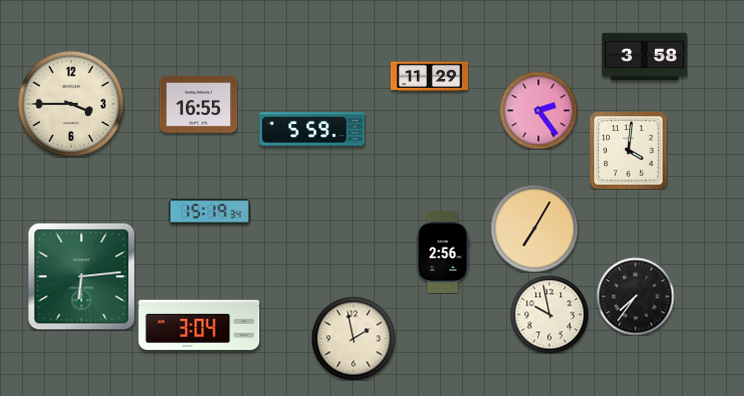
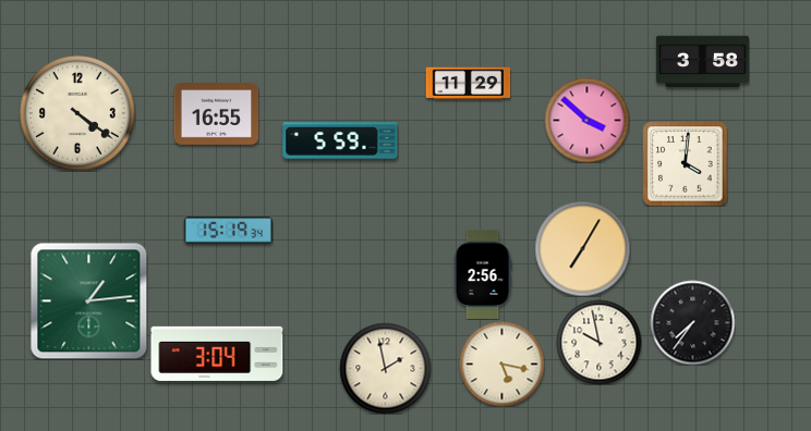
clock at (71, 104): 3:45 -> 4:21
clock at (538, 110): 2:24 -> 3:52
clock at (81, 276): 6:14 -> 1:14
clock at (501, 364): none -> 5:17
